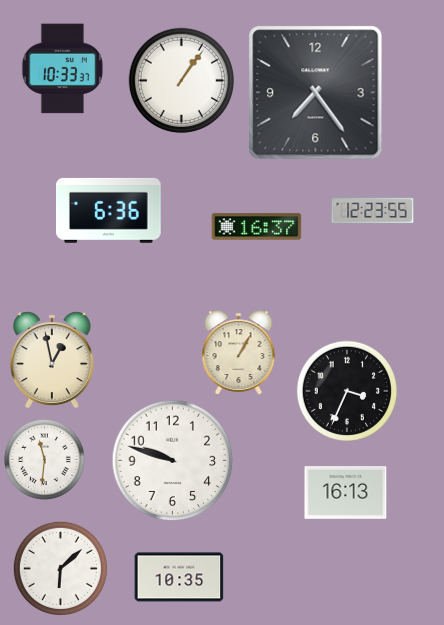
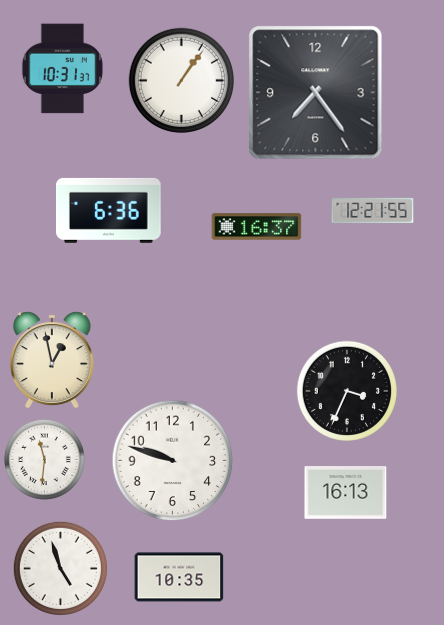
clock at (62, 69): 10:33 -> 10:31
clock at (373, 210): 12:23 -> 12:21
clock at (239, 353): 1:05 -> none
clock at (60, 568): 6:08 -> 4:57
